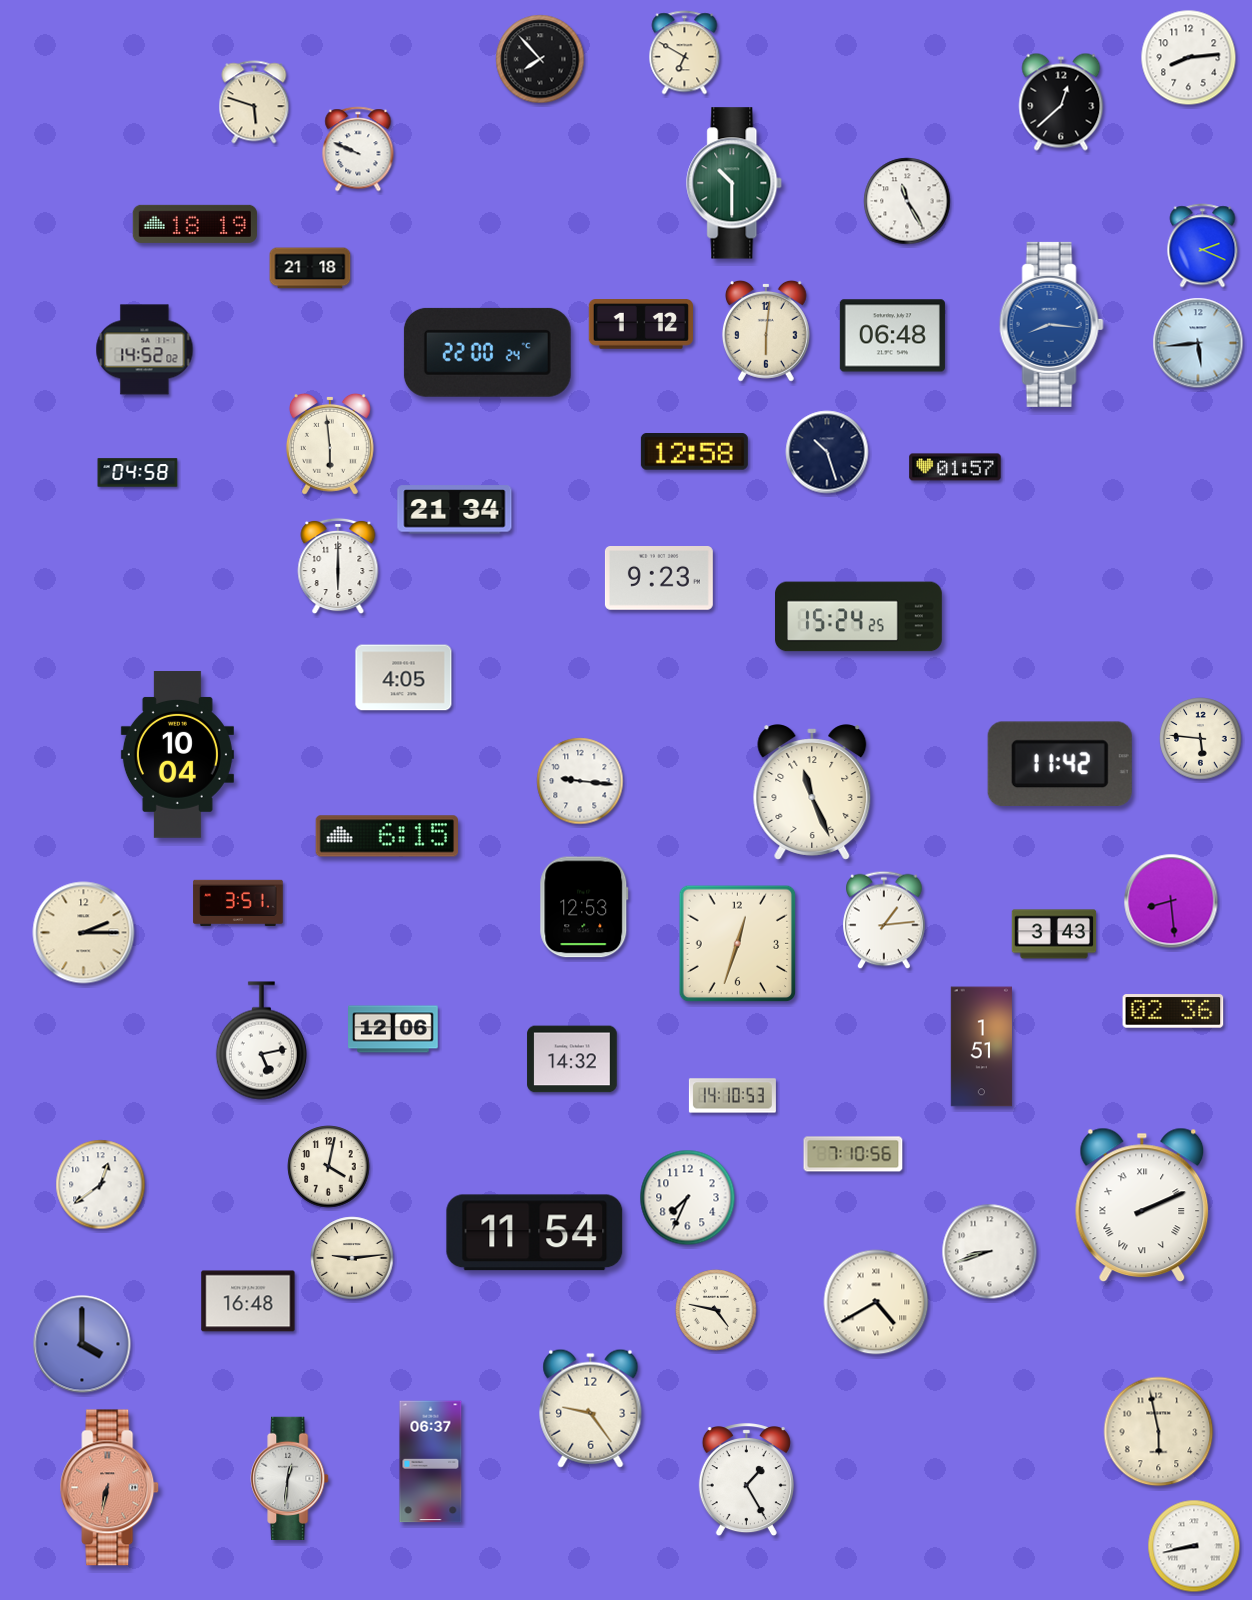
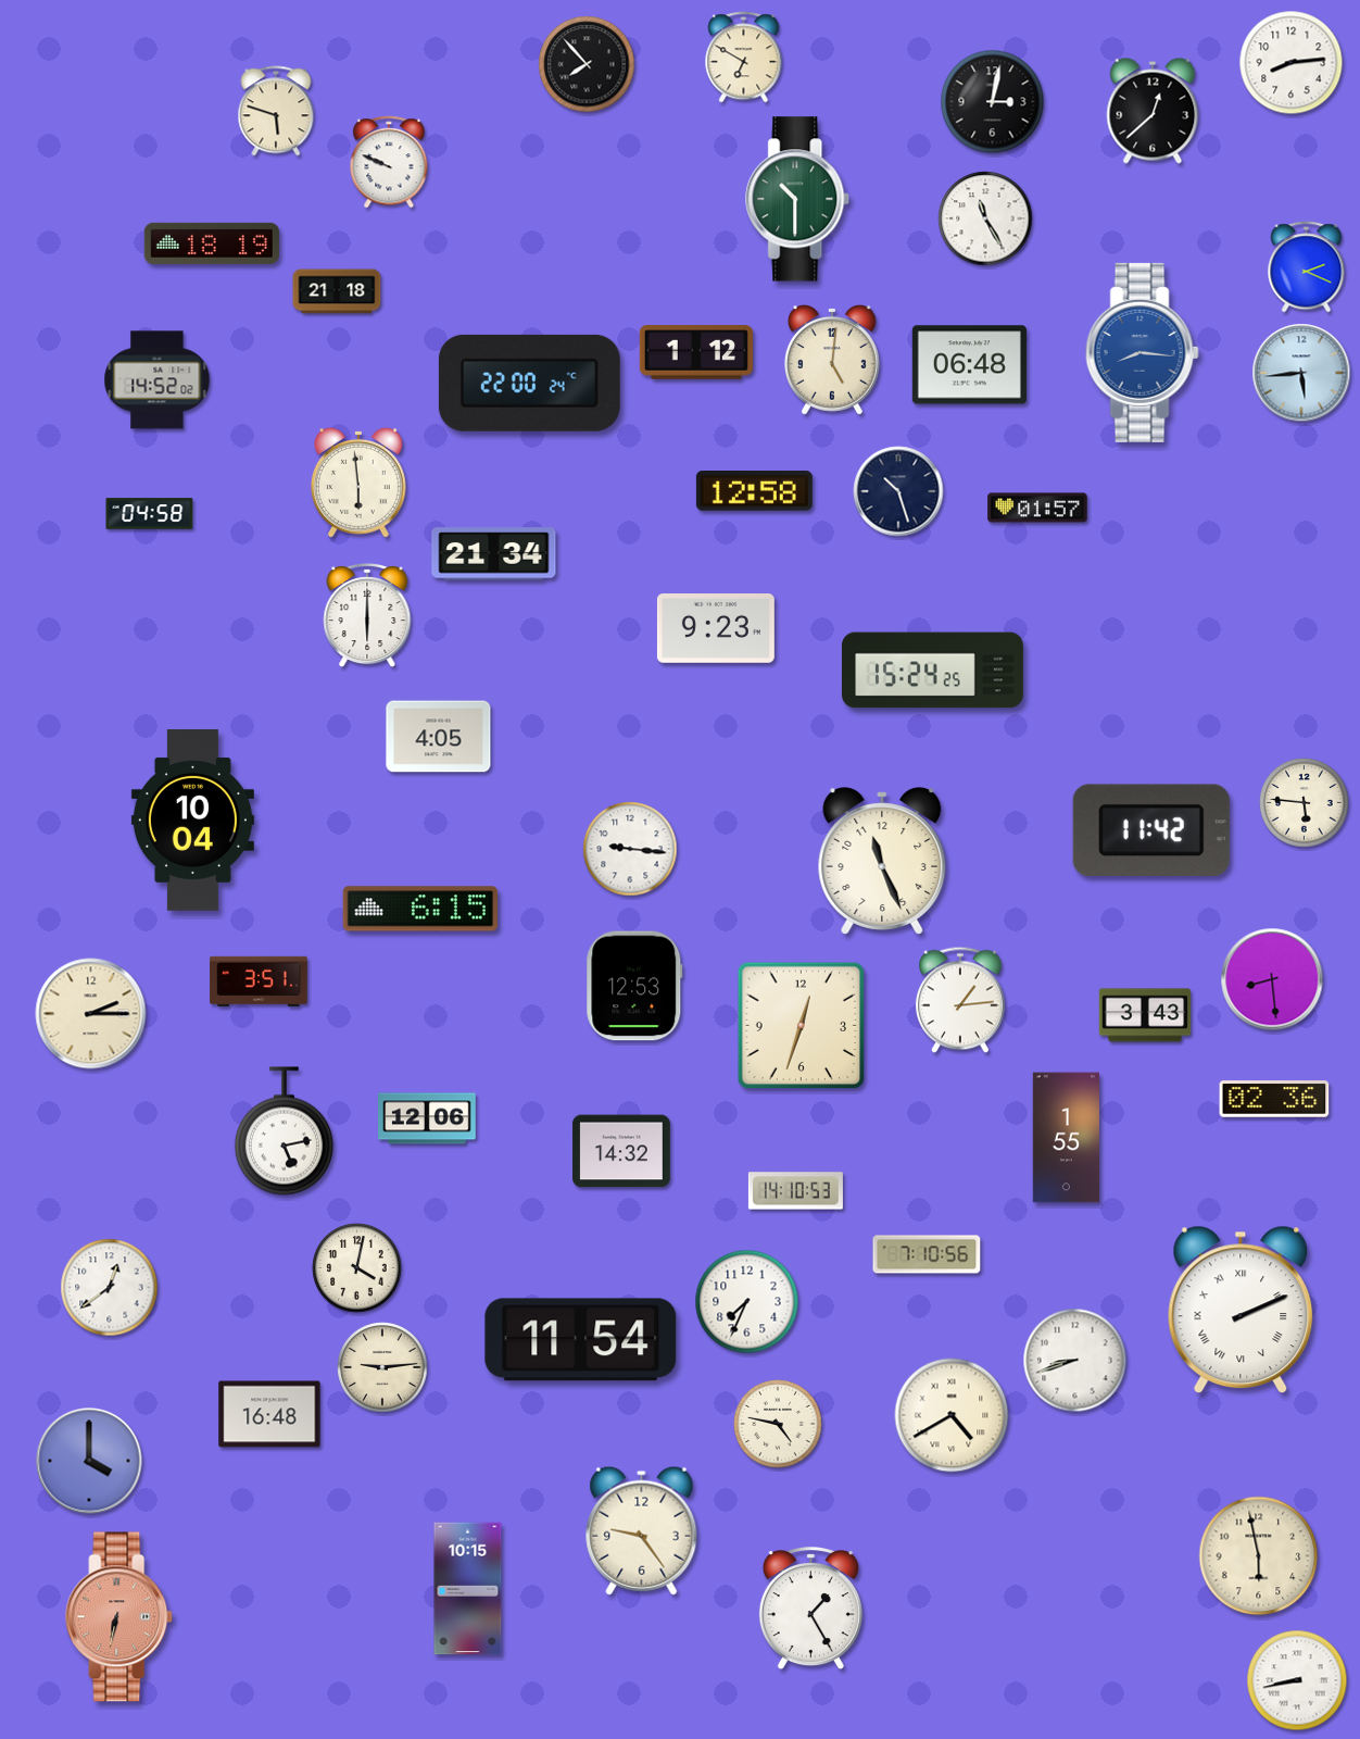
clock at (993, 102): none -> 3:02
clock at (766, 331): 6:01 -> 5:01
clock at (981, 1047): 1:51 -> 1:55
clock at (431, 1462): 06:37 -> 10:15
clock at (290, 1478): 12:31 -> none
